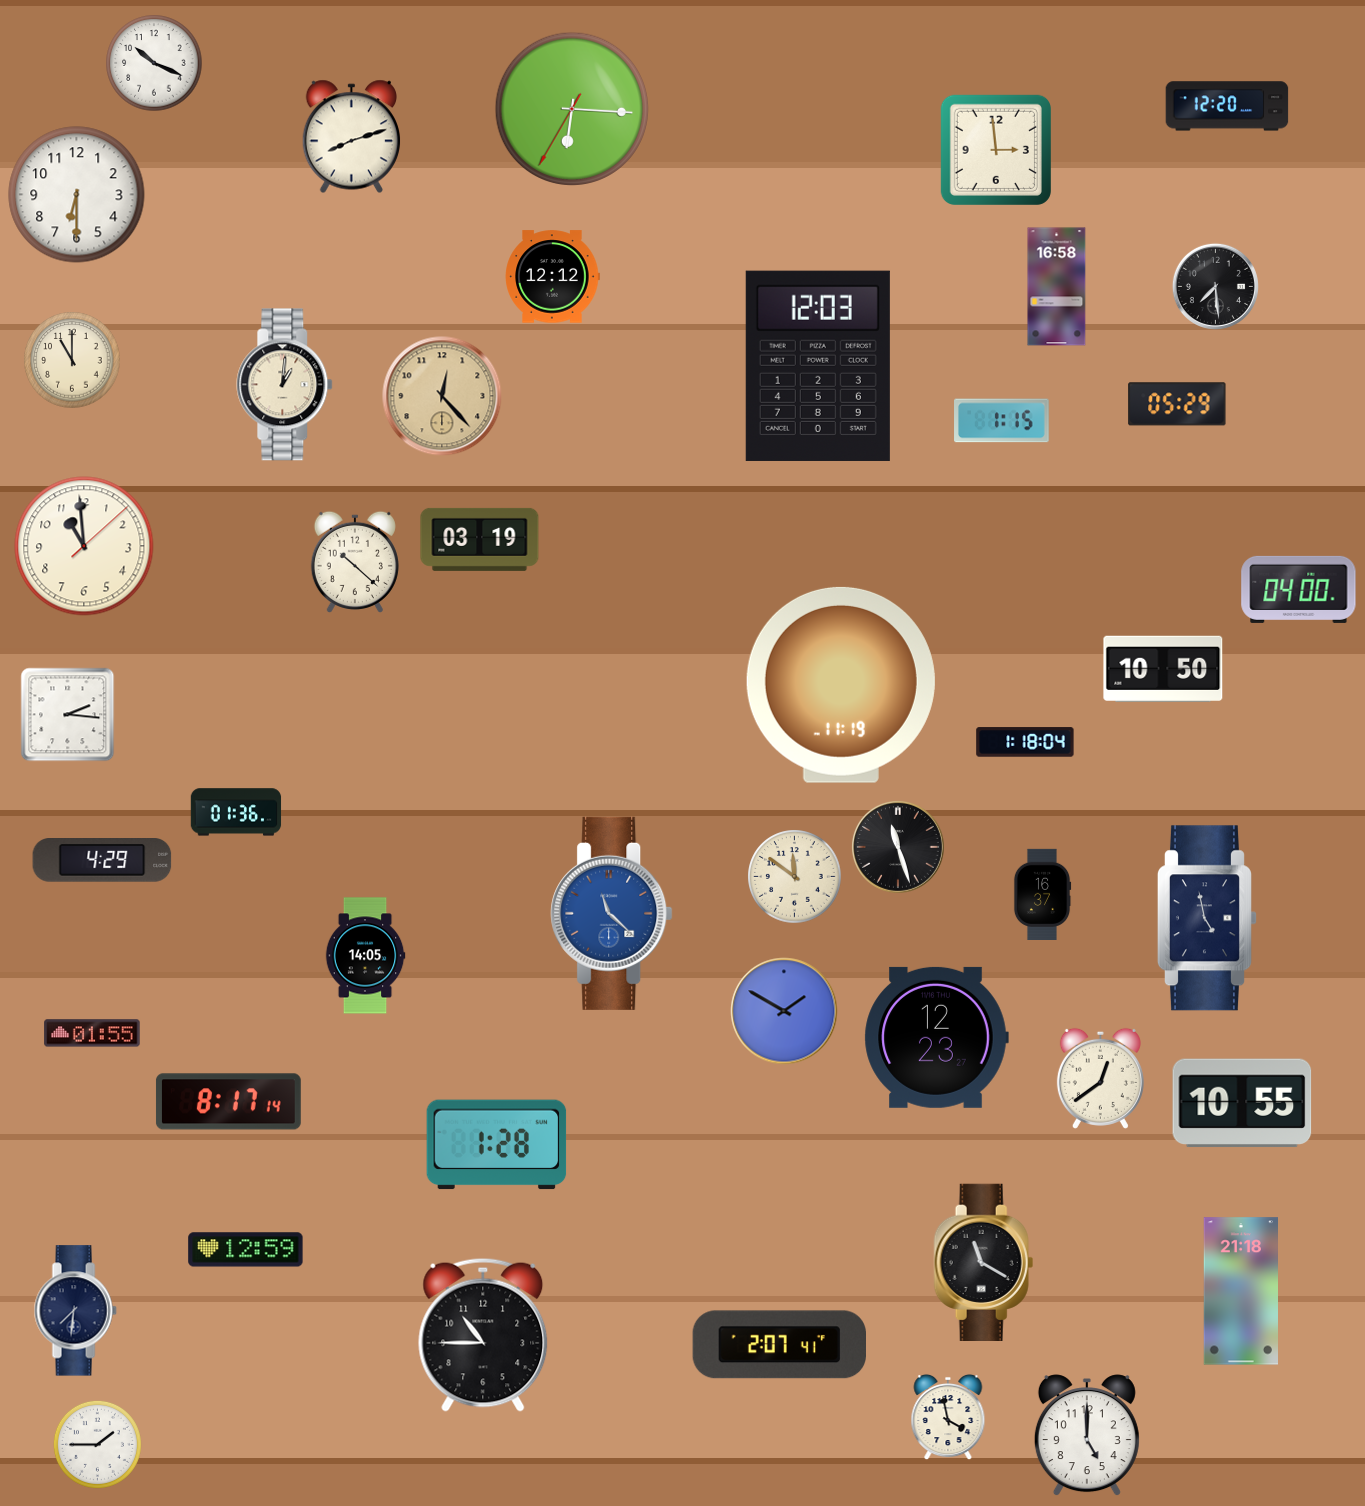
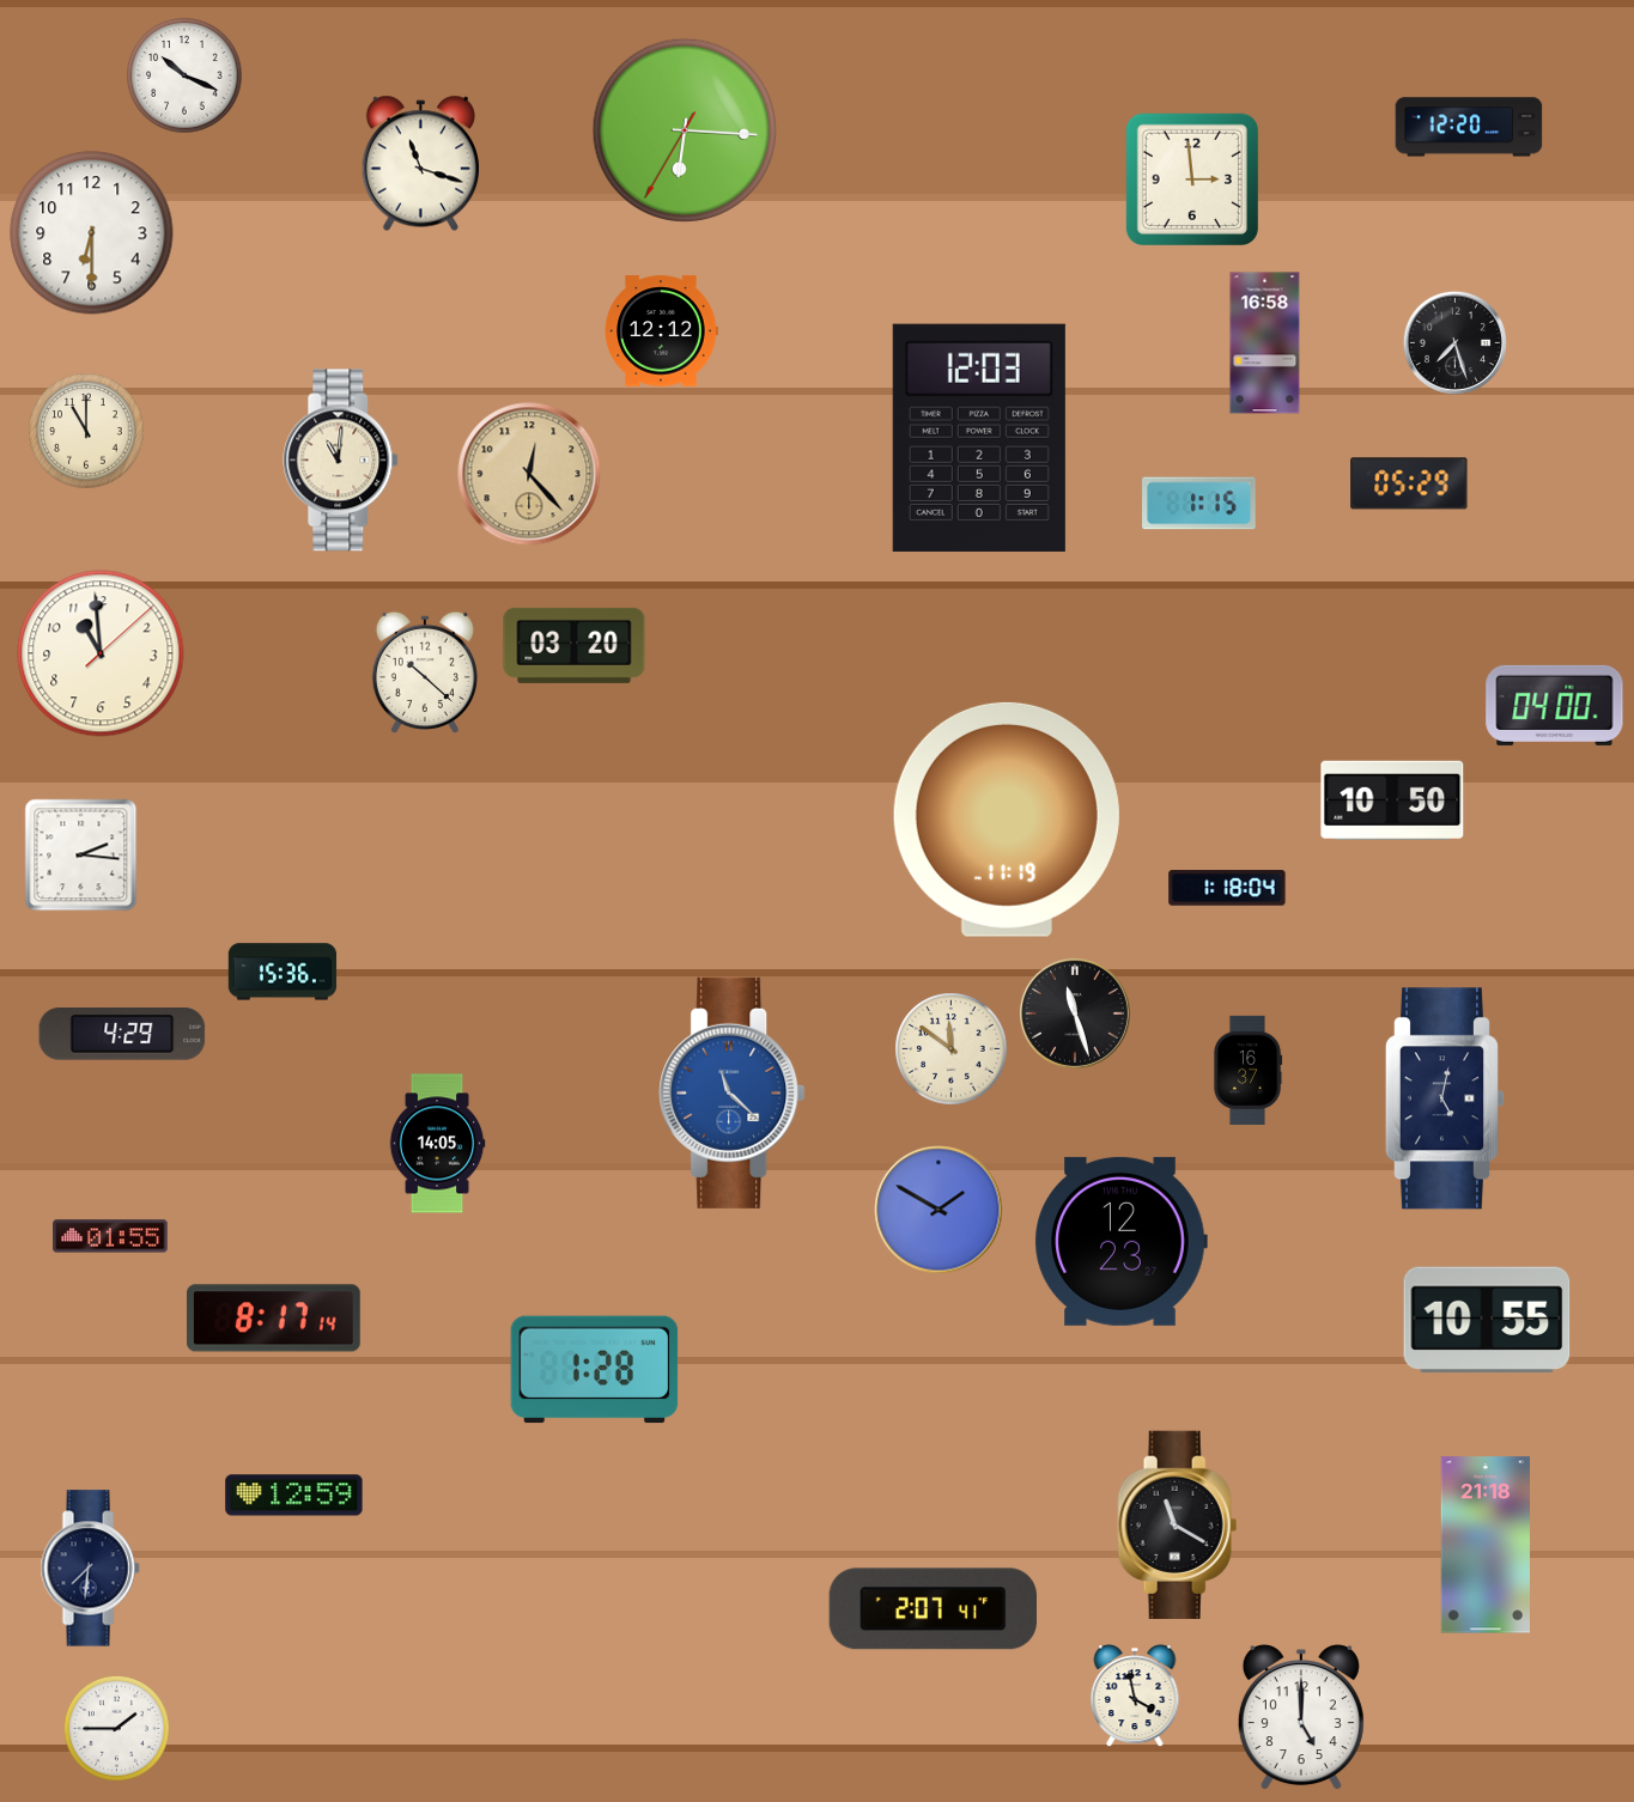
clock at (351, 137): 8:12 -> 11:18
clock at (1215, 286): 7:29 -> 7:27
clock at (285, 385): 1:01 -> 11:01
clock at (480, 539): 03:19 -> 03:20
clock at (236, 812): 01:36 -> 15:36
clock at (102, 861) position: (102, 861) -> (122, 1035)
clock at (1207, 918): 4:58 -> 5:02
clock at (1100, 1078): 12:39 -> none
clock at (984, 1262) position: (984, 1262) -> (1178, 1524)
clock at (483, 1335): 10:45 -> none
